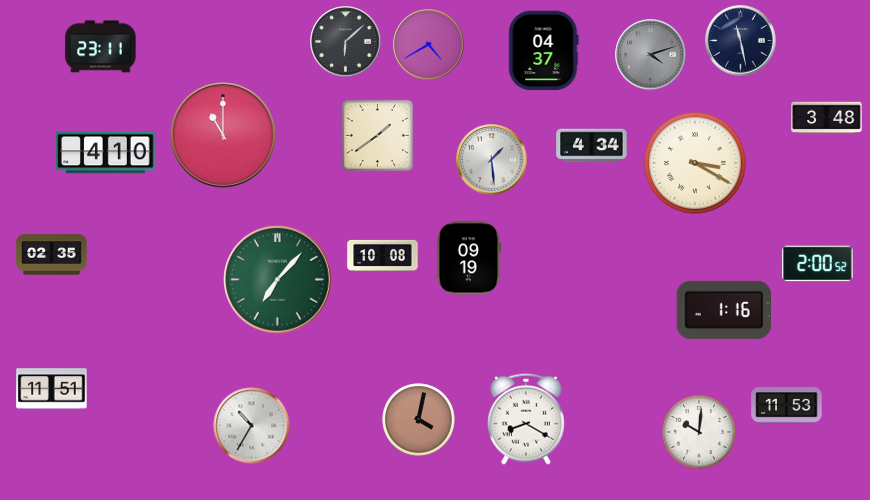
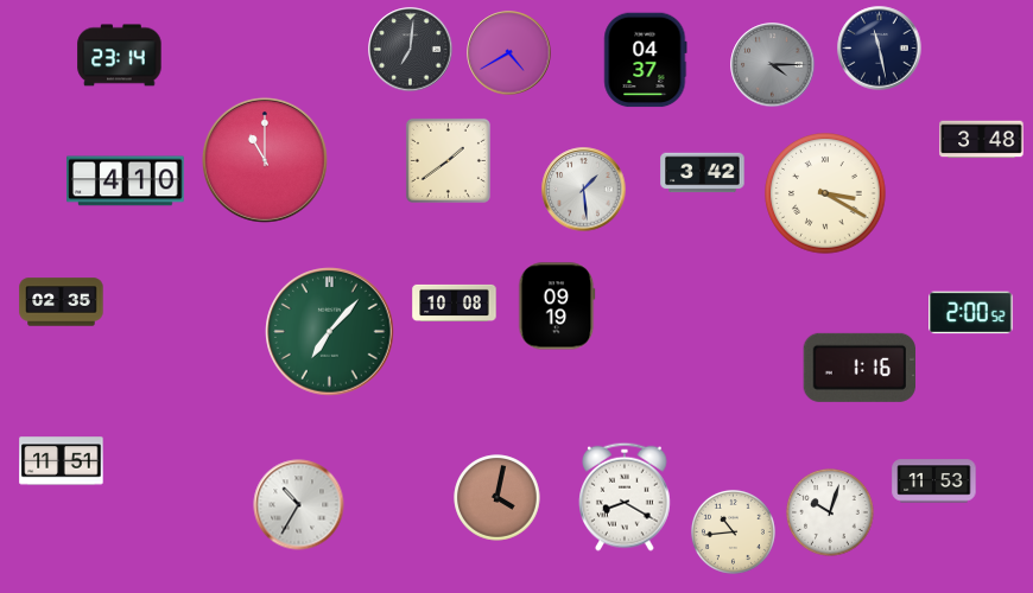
clock at (346, 42): 6:08 -> 7:01
clock at (101, 47): 23:11 -> 23:14
clock at (651, 55): 4:12 -> 4:15
clock at (592, 146): 4:34 -> 3:42
clock at (699, 432): 10:01 -> 10:03
clock at (733, 531): none -> 10:44
